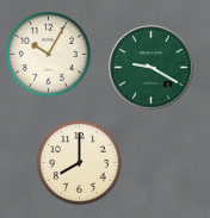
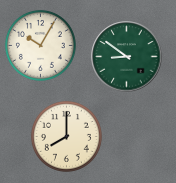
clock at (152, 68): 9:20 -> 8:51
